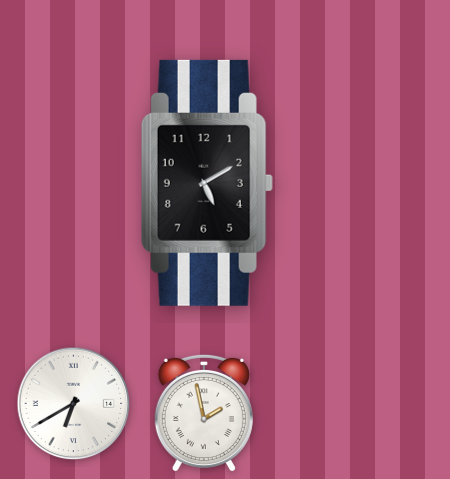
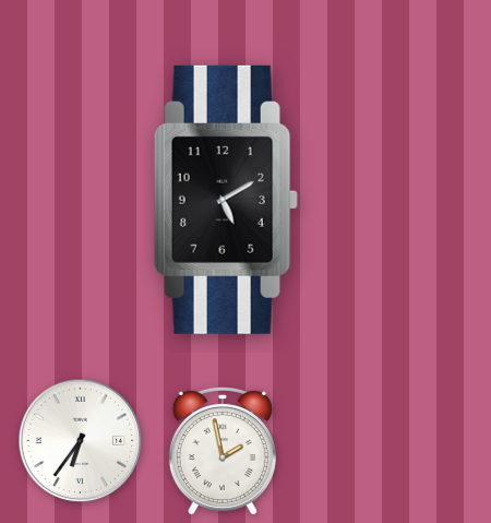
clock at (74, 404): 6:40 -> 6:36
